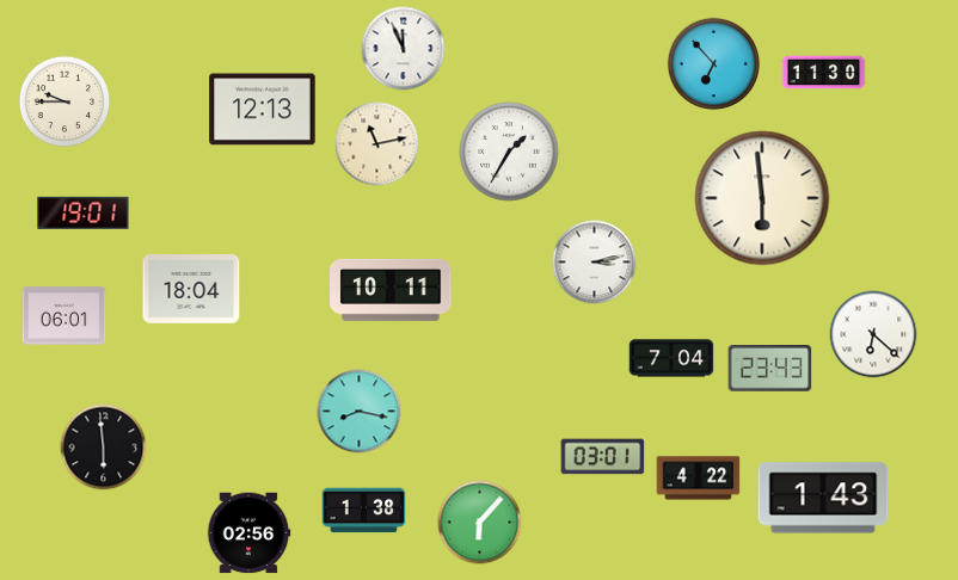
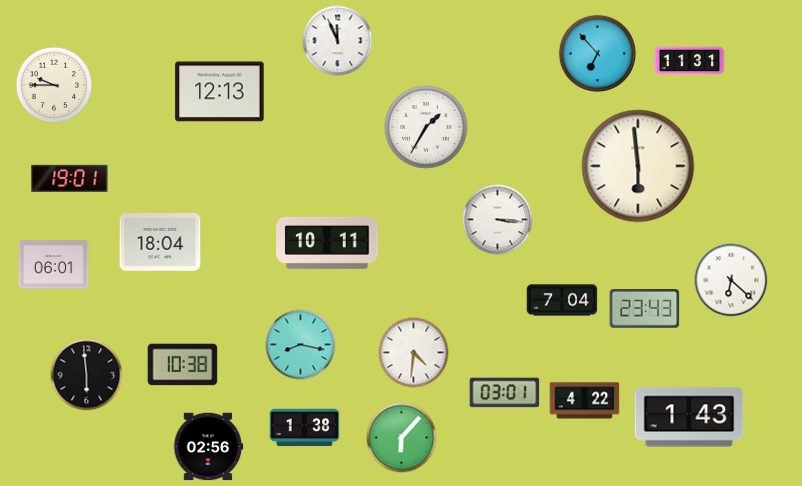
clock at (824, 73): 11:30 -> 11:31
clock at (377, 144): 11:13 -> none
clock at (595, 263): 3:13 -> 3:16
clock at (414, 353): none -> 4:31
clock at (183, 365): none -> 10:38
clock at (603, 457) position: (603, 457) -> (505, 393)
